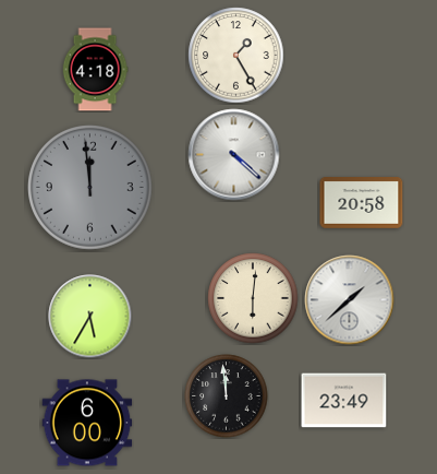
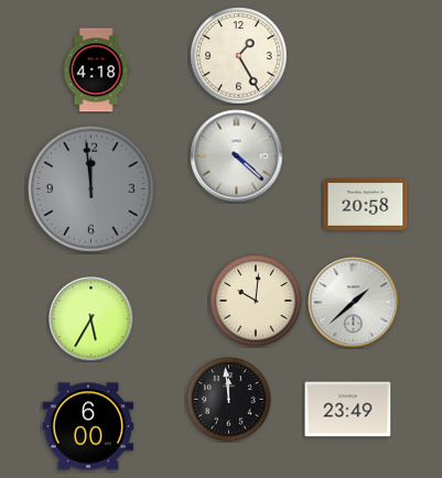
clock at (253, 298): 6:01 -> 10:01
clock at (344, 401) position: (344, 401) -> (348, 410)
